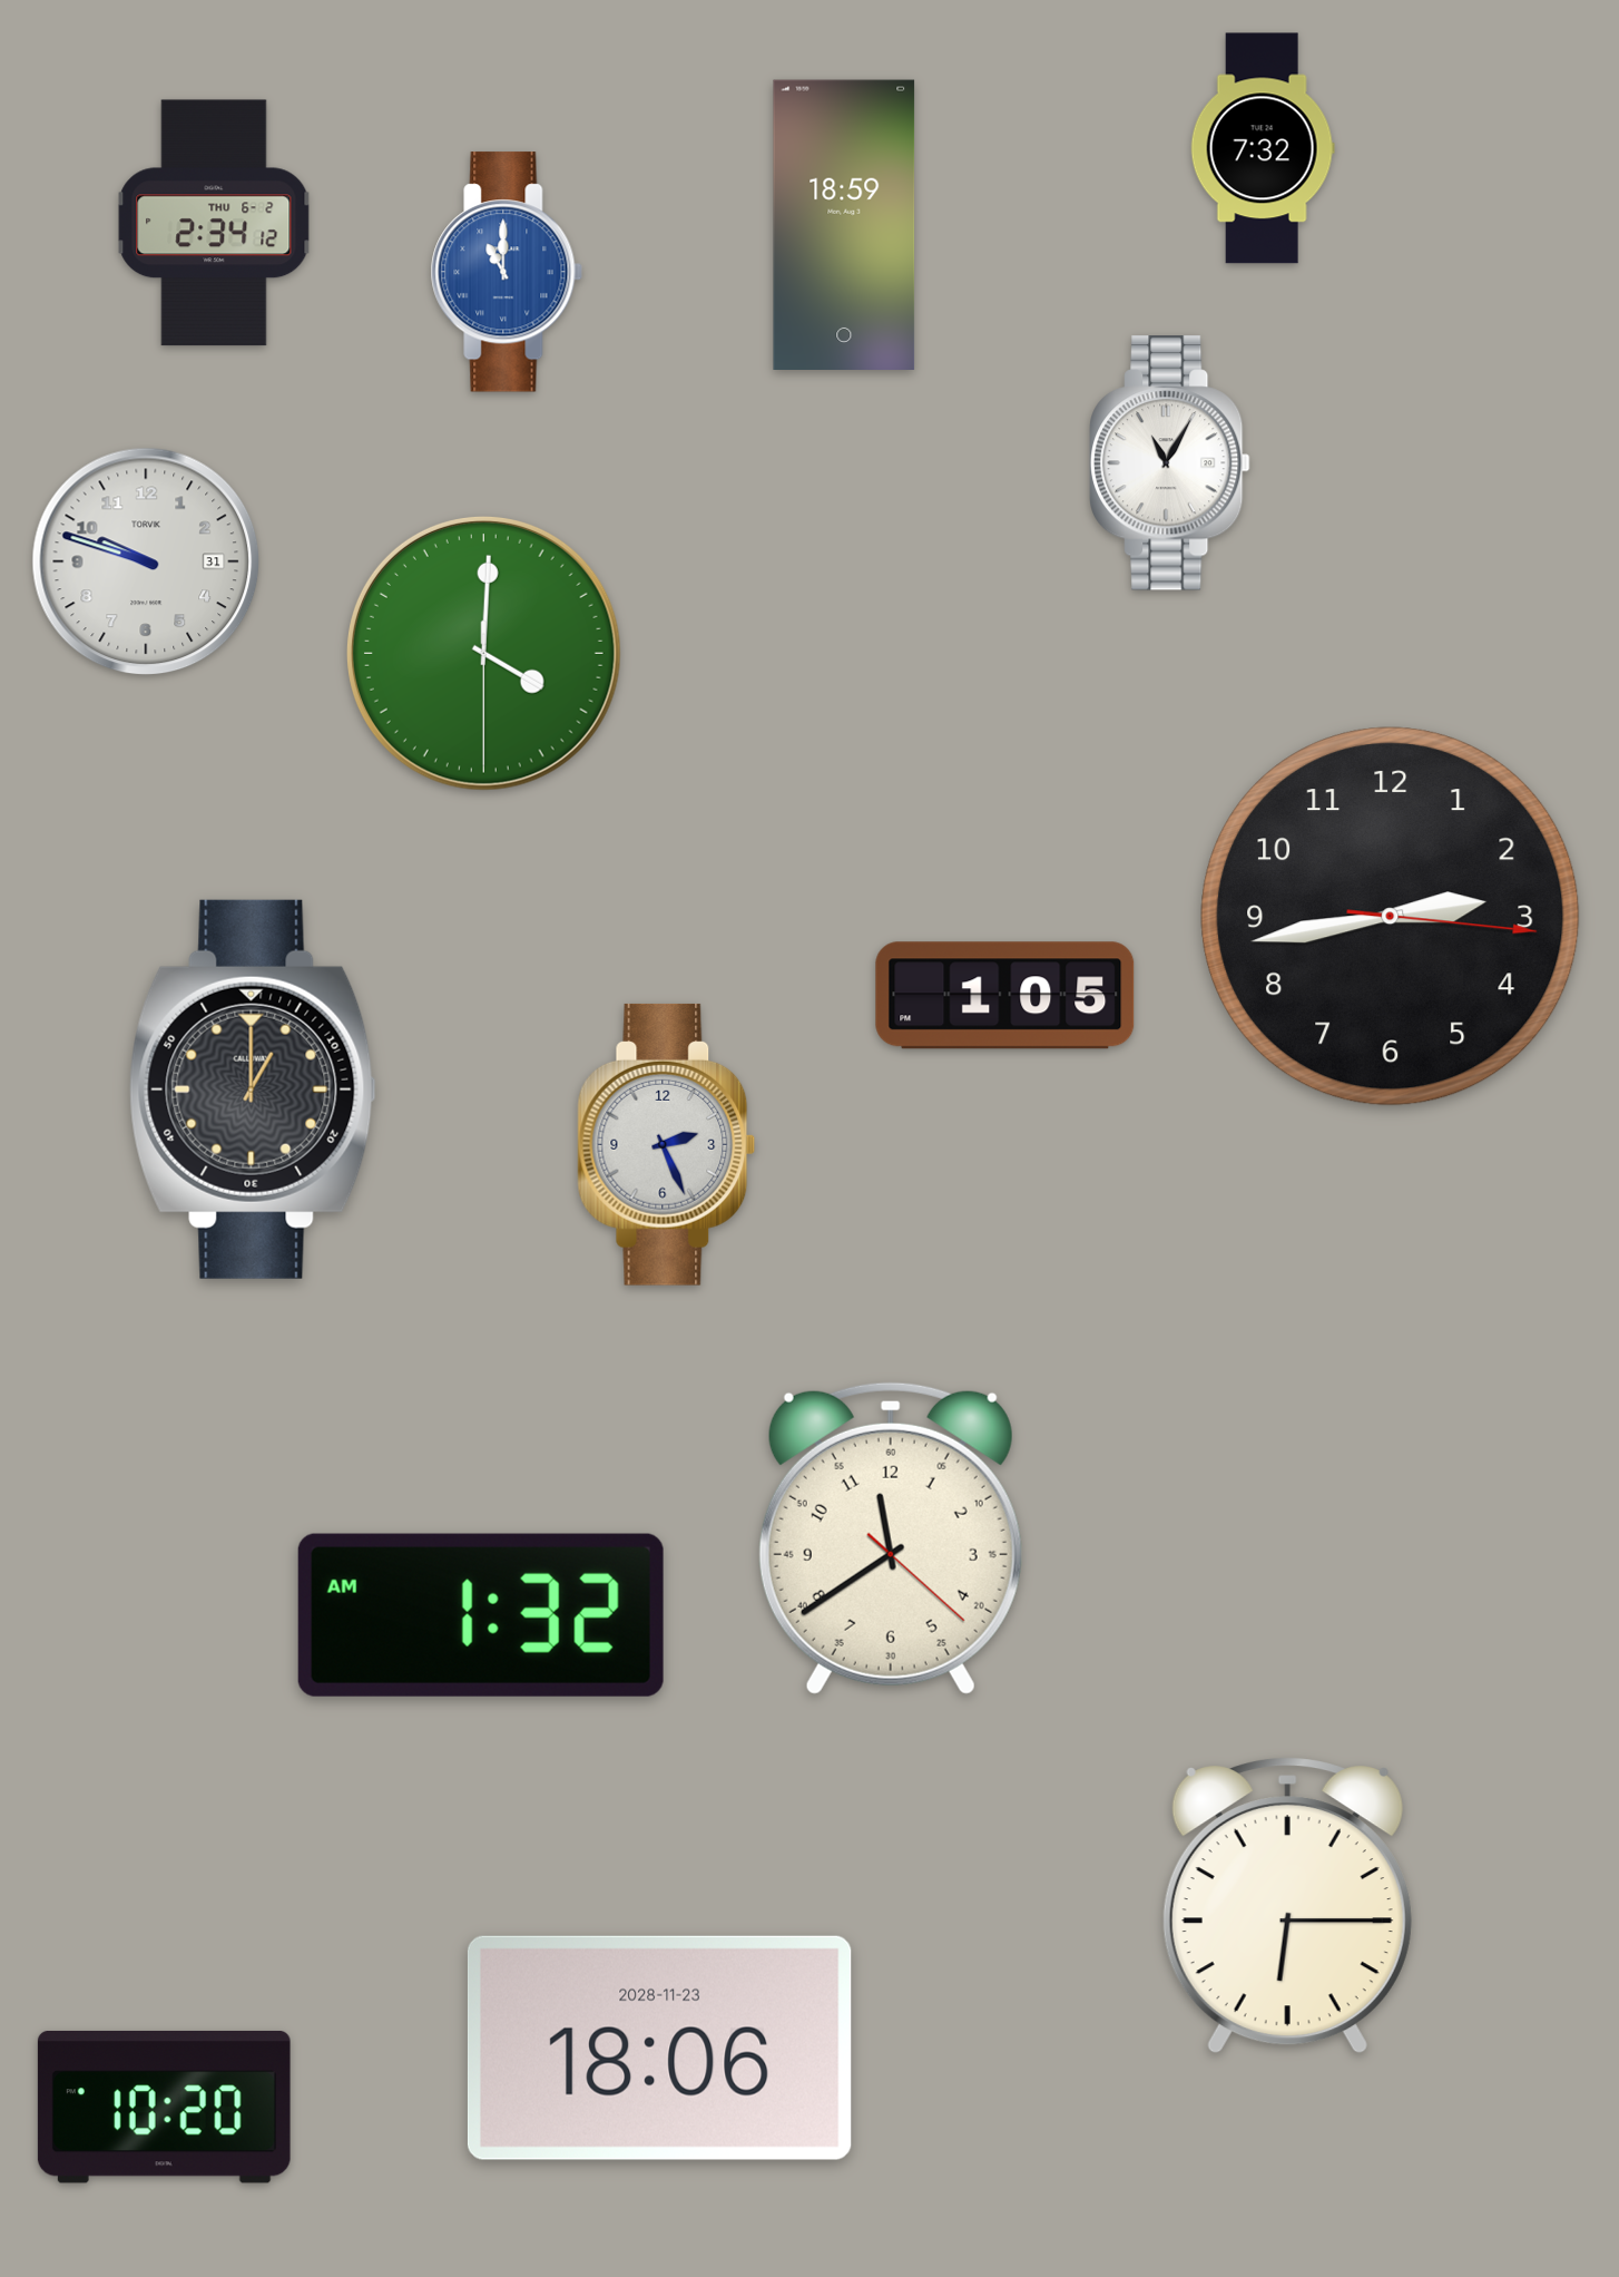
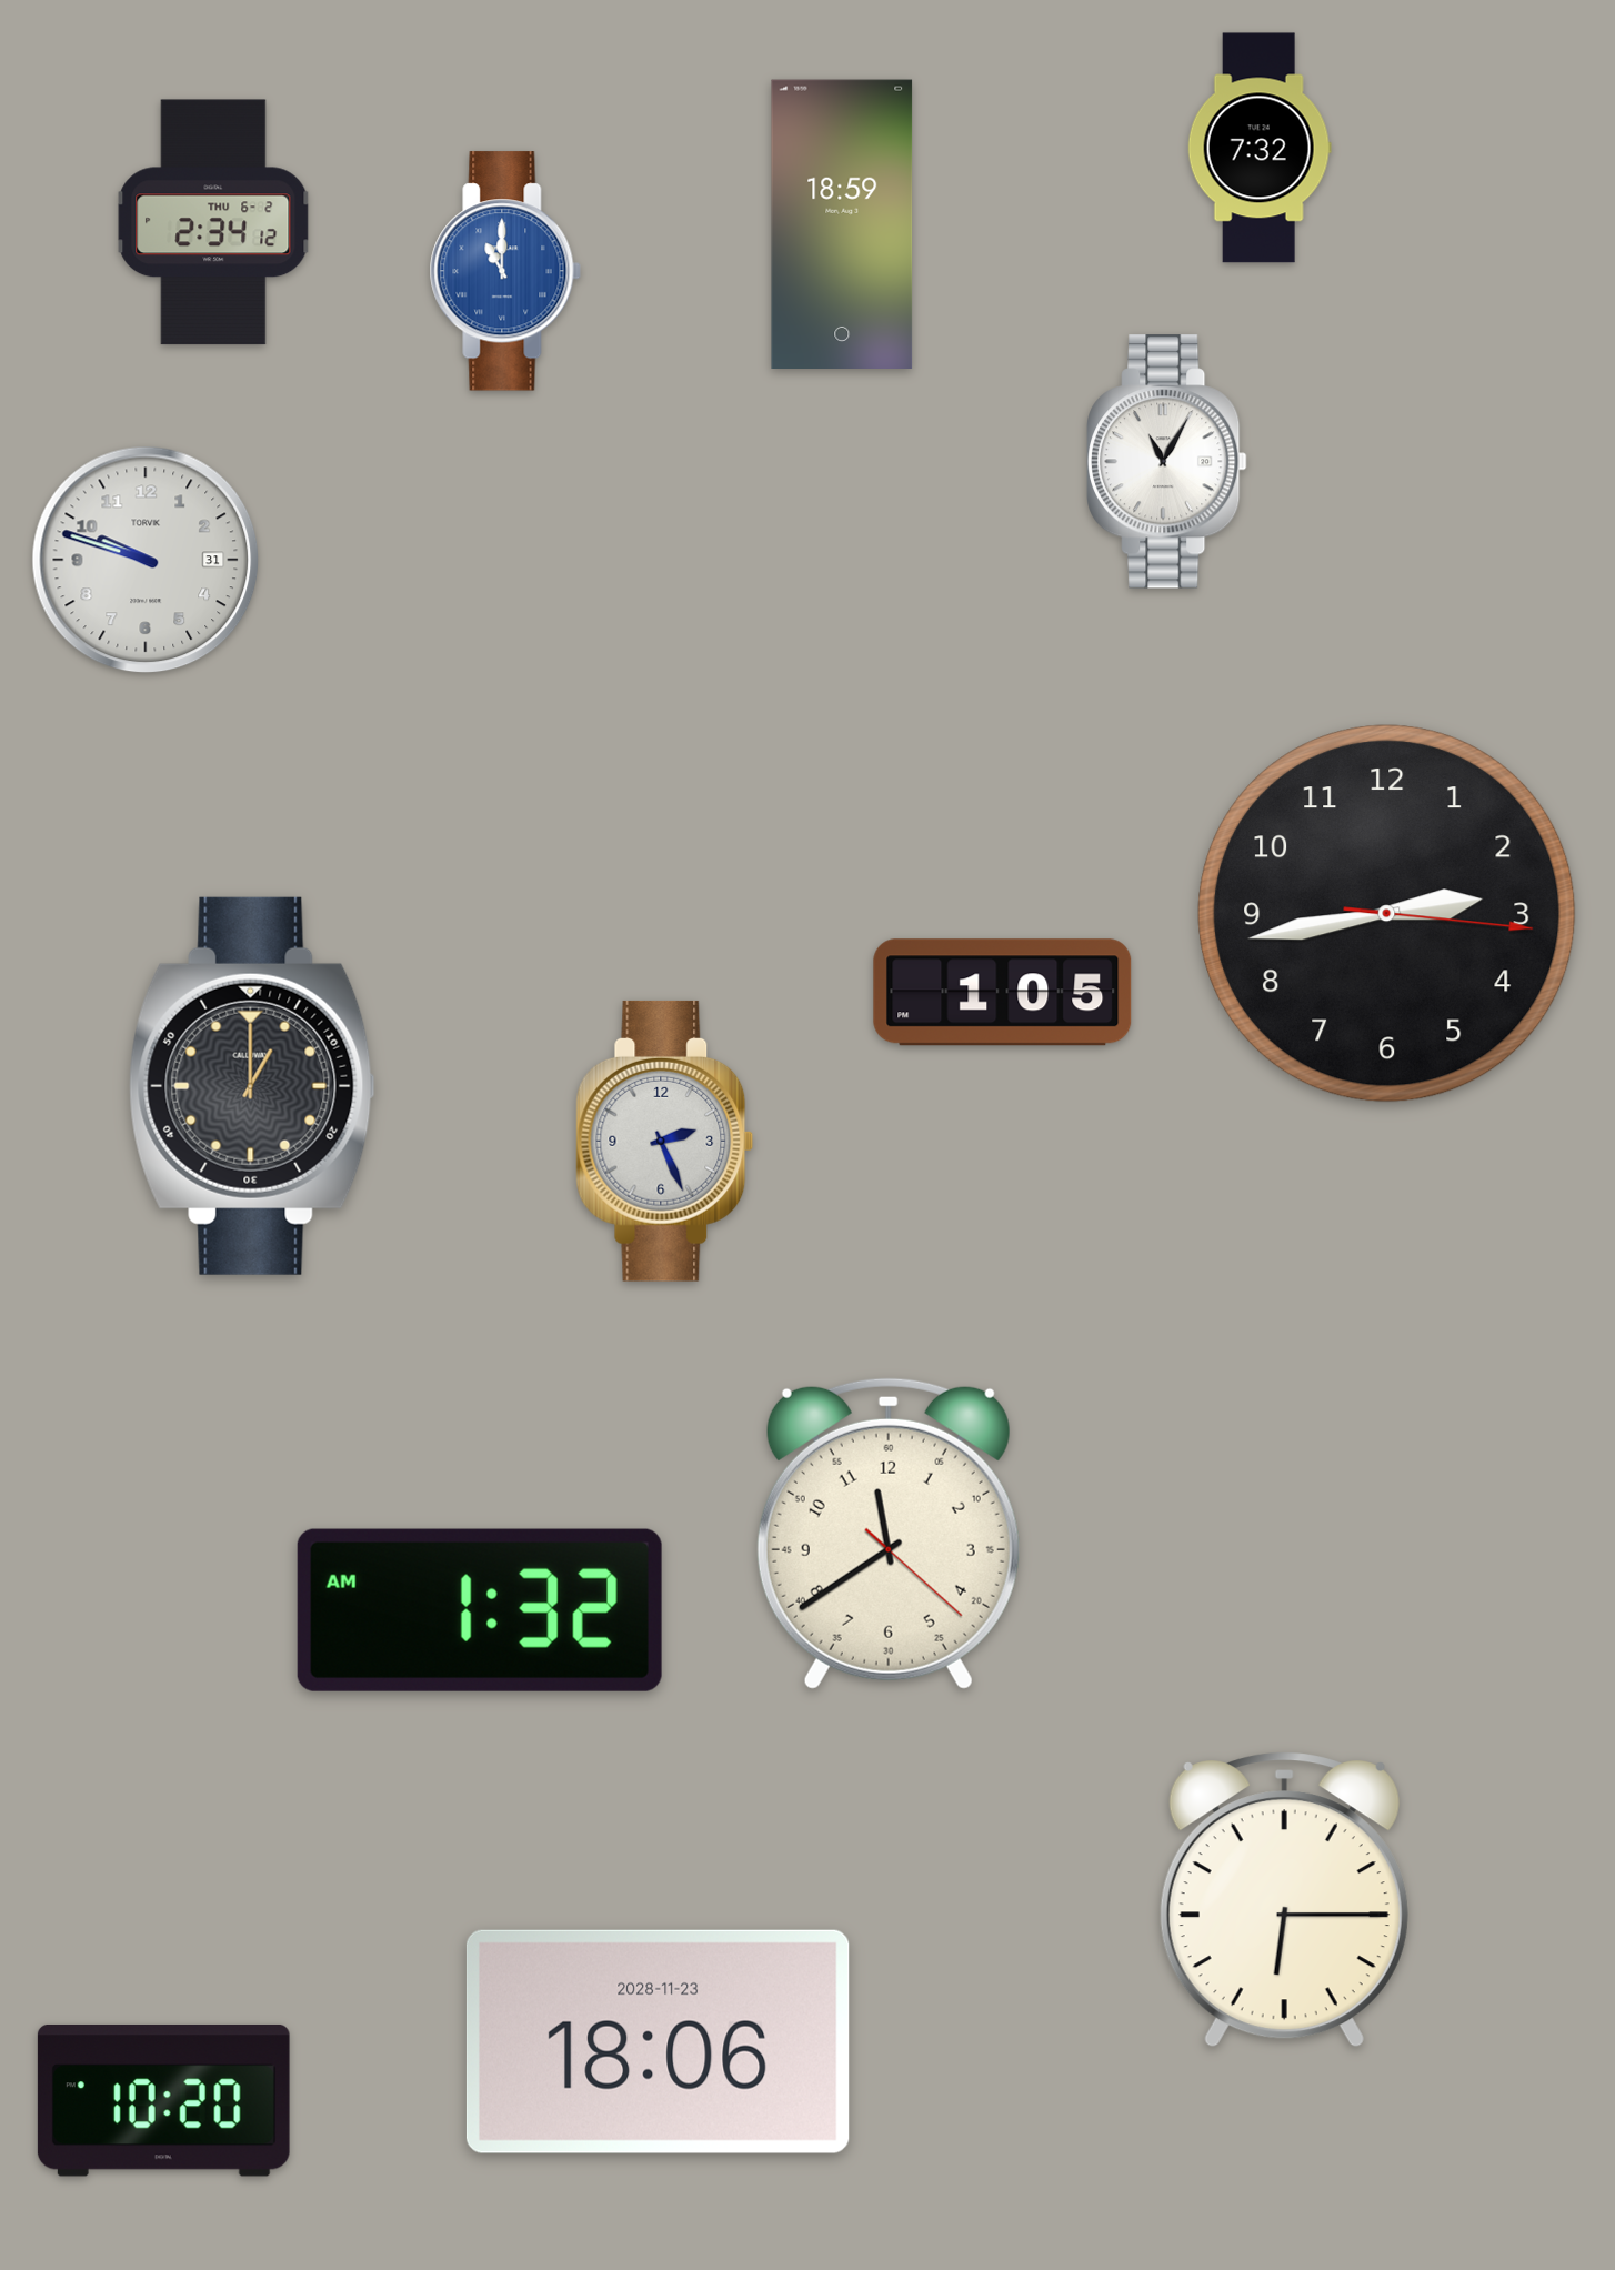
clock at (483, 653): 4:00 -> none
